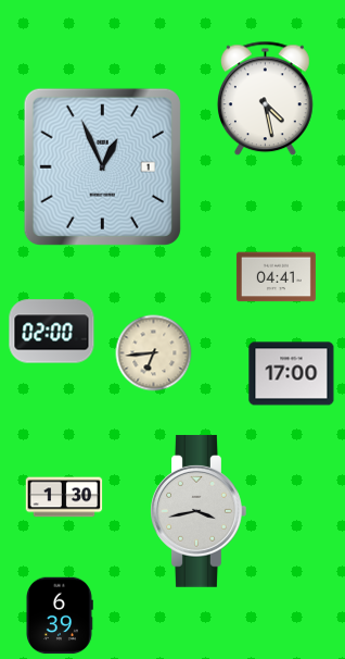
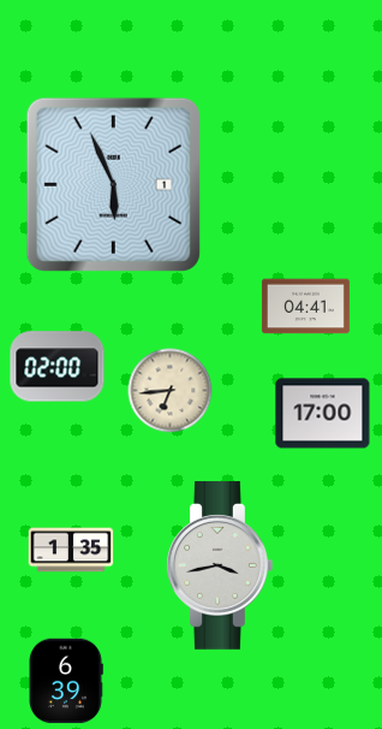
clock at (265, 99): 4:28 -> none
clock at (102, 166): 12:56 -> 5:56
clock at (64, 497): 1:30 -> 1:35
